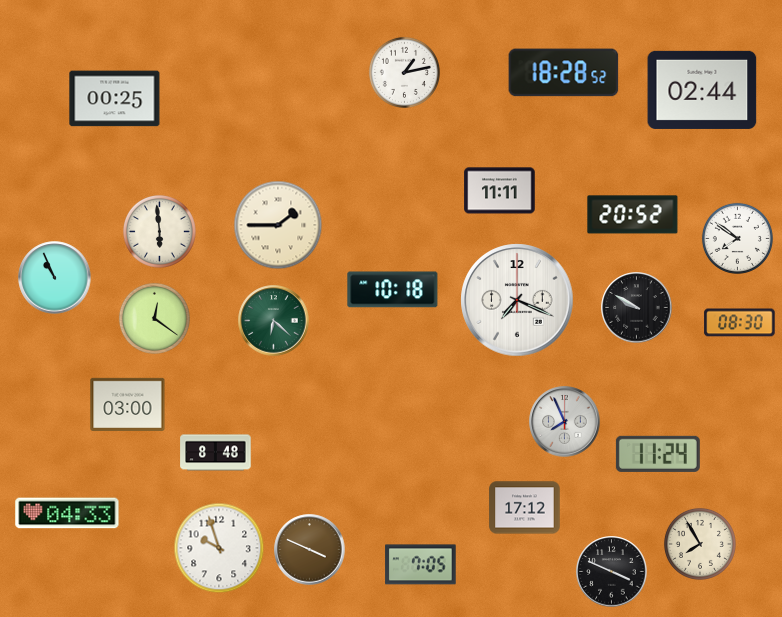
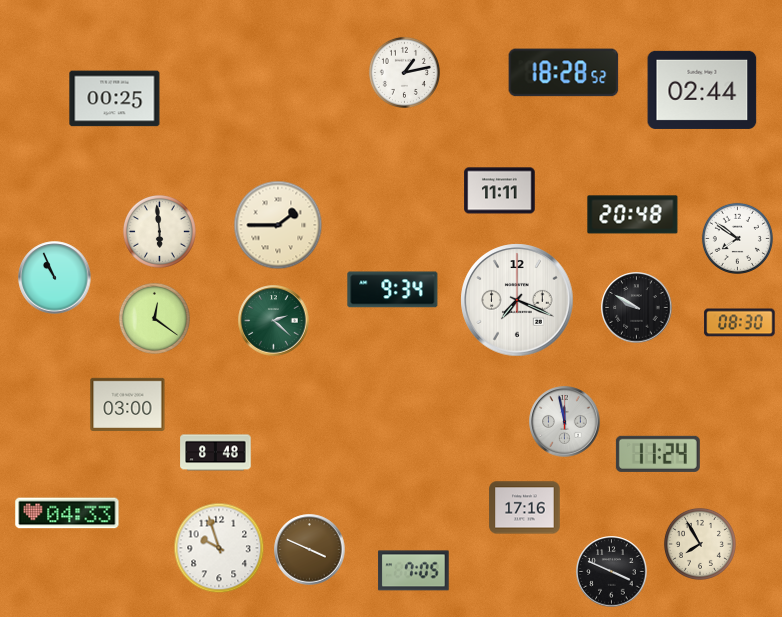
clock at (633, 215): 20:52 -> 20:48
clock at (393, 290): 10:18 -> 9:34
clock at (274, 321): 6:22 -> 2:22
clock at (565, 422): 7:56 -> 11:58
clock at (525, 508): 17:12 -> 17:16
clock at (421, 565) position: (421, 565) -> (414, 571)
